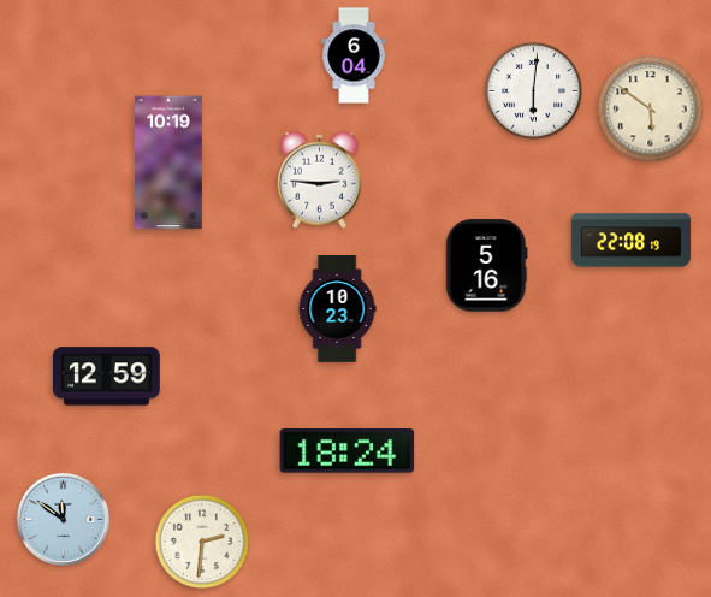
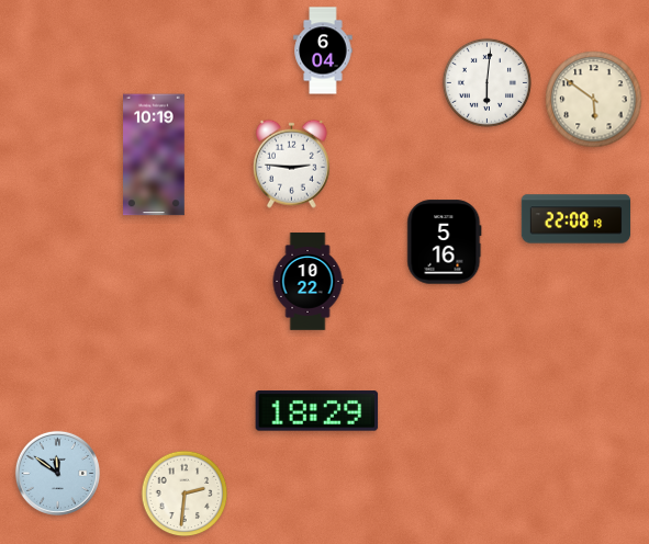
clock at (170, 162) position: (170, 162) -> (155, 155)
clock at (337, 309): 10:23 -> 10:22
clock at (107, 377): 12:59 -> none
clock at (348, 451): 18:24 -> 18:29
